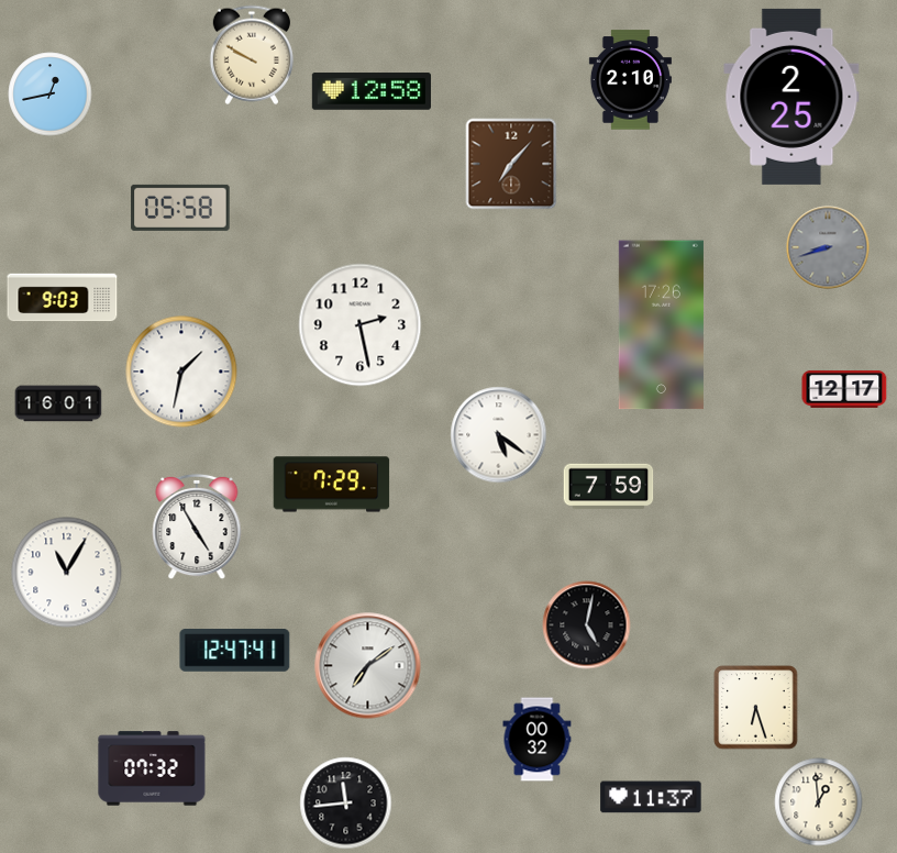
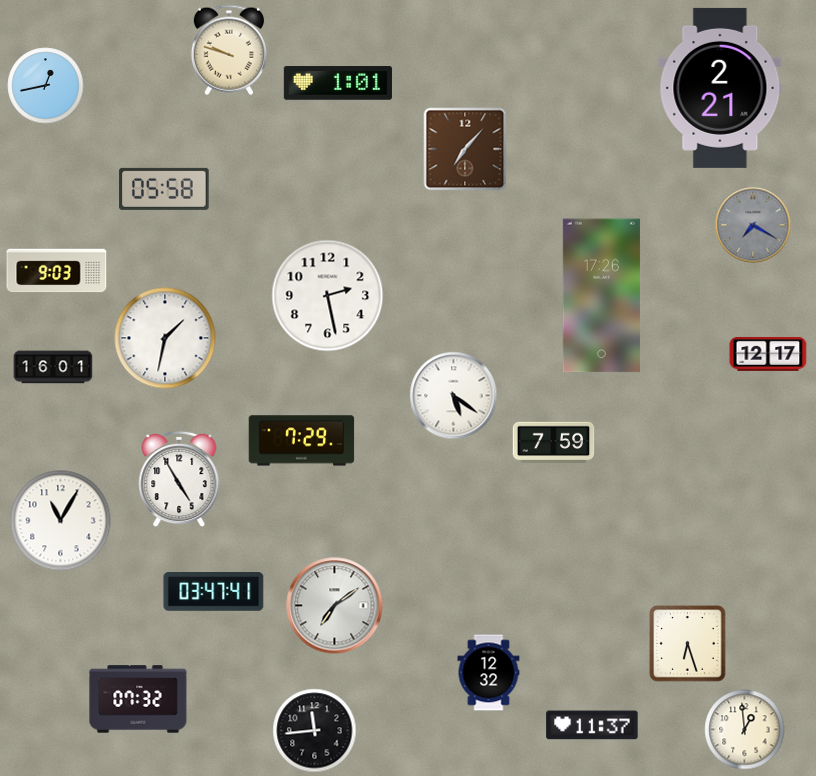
clock at (252, 55): 9:50 -> 9:48
clock at (630, 80): 2:10 -> none
clock at (372, 91): 12:58 -> 1:01
clock at (791, 97): 2:25 -> 2:21
clock at (828, 247): 8:42 -> 7:20
clock at (587, 625): 5:02 -> none
clock at (235, 651): 12:47 -> 03:47
clock at (538, 740): 00:32 -> 12:32
